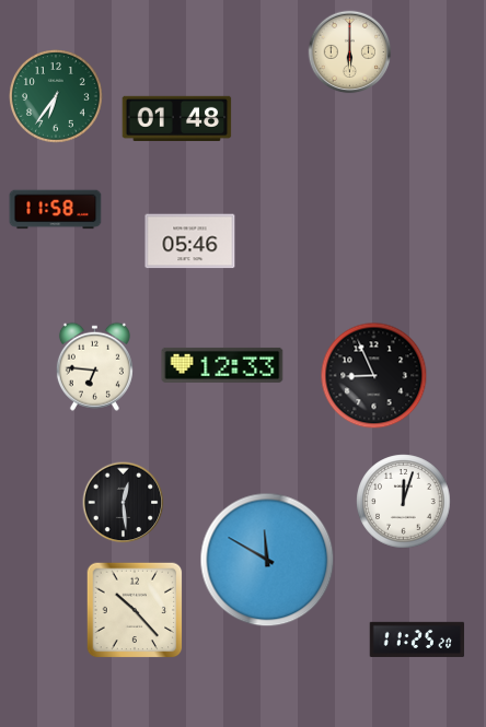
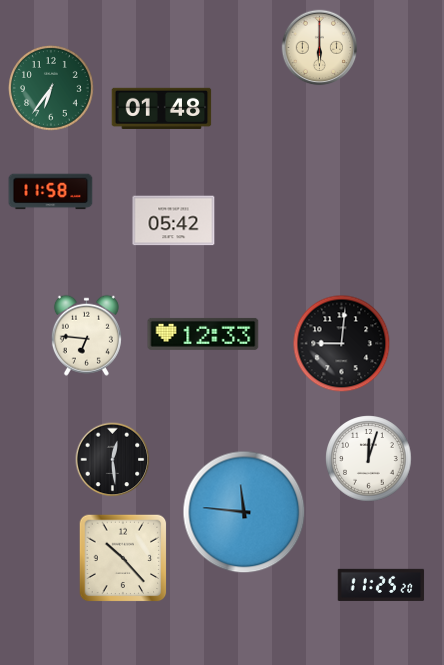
clock at (190, 242): 05:46 -> 05:42
clock at (374, 376): 8:56 -> 9:01
clock at (267, 560): 11:50 -> 11:46
